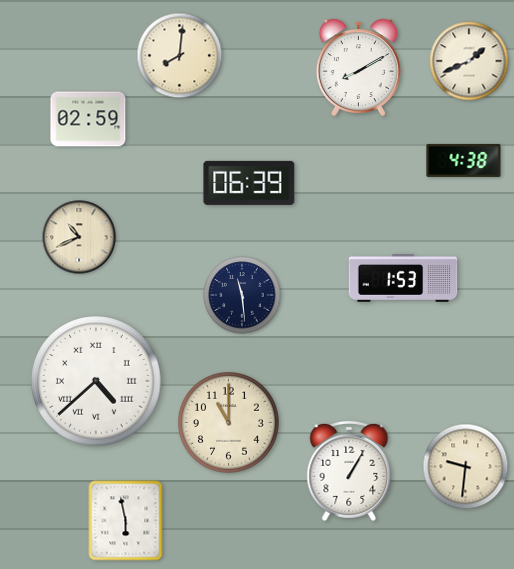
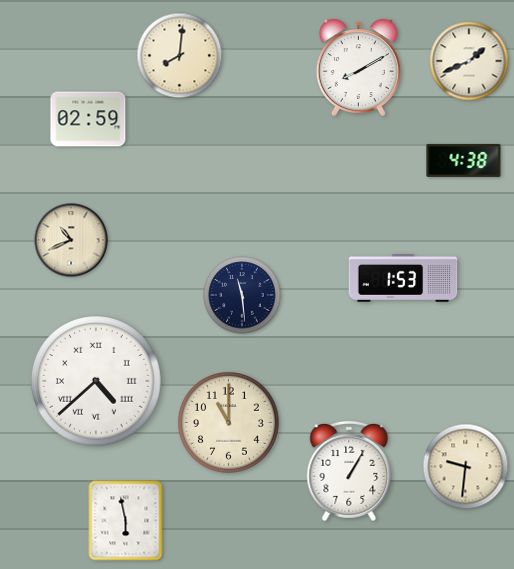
clock at (249, 183): 06:39 -> none
clock at (79, 237) position: (79, 237) -> (71, 240)
